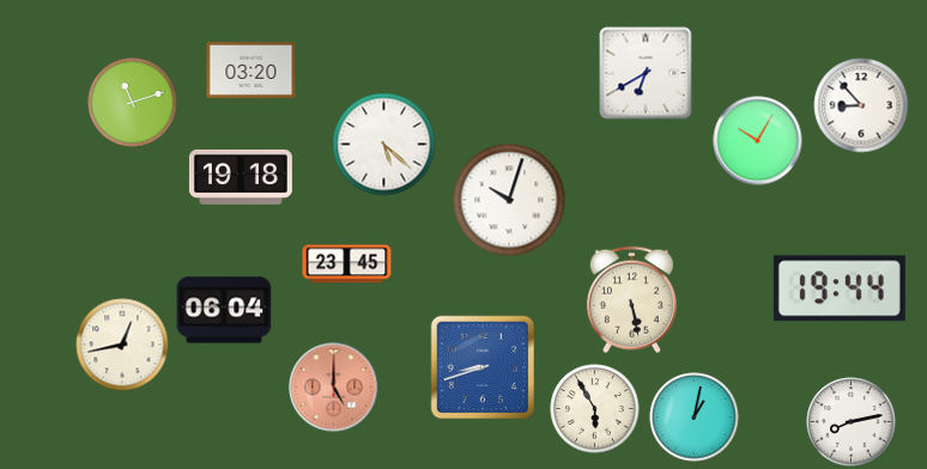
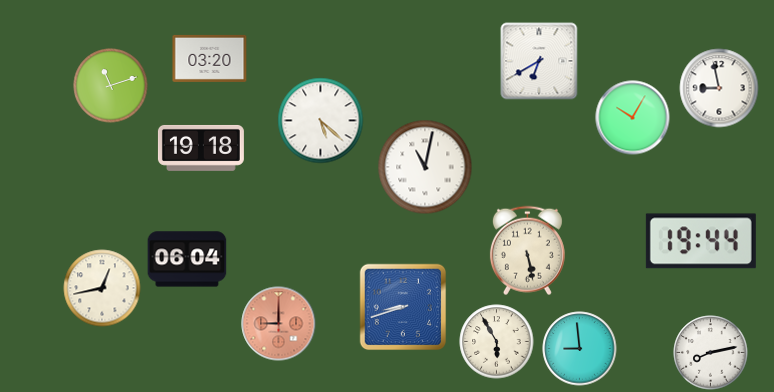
clock at (861, 105): 8:53 -> 8:58
clock at (509, 200): 10:03 -> 11:02
clock at (347, 264): 23:45 -> none
clock at (334, 388): 5:00 -> 9:00
clock at (695, 418): 1:02 -> 8:59
